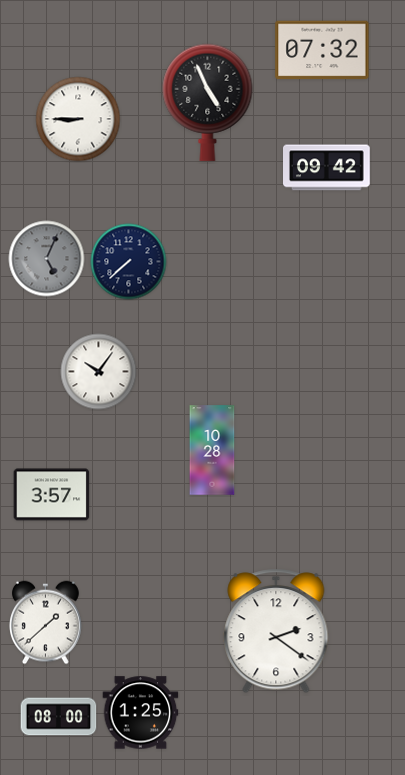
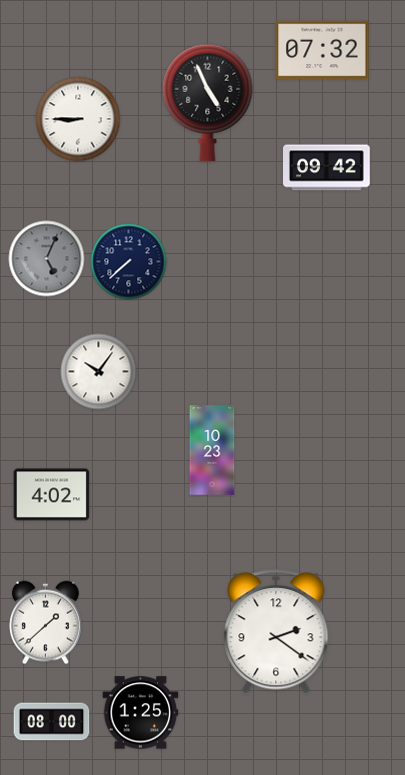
clock at (212, 450): 10:28 -> 10:23
clock at (52, 495): 3:57 -> 4:02
clock at (59, 717) position: (59, 717) -> (52, 722)
